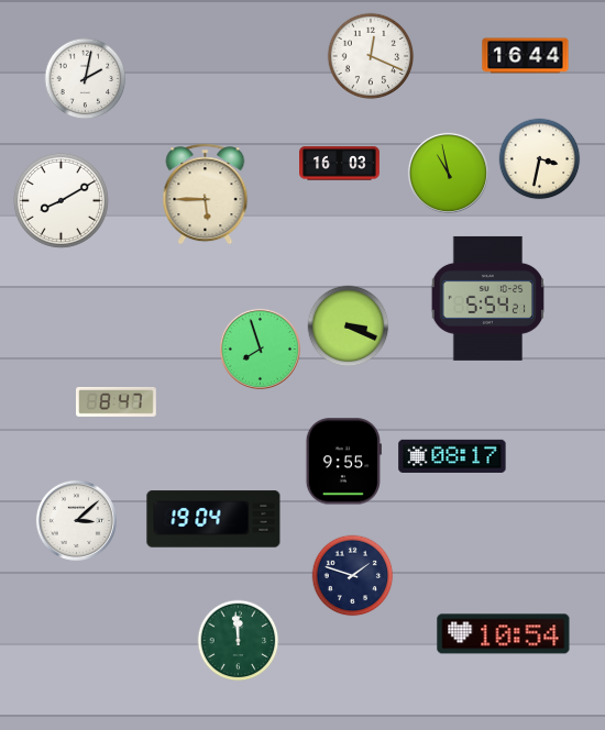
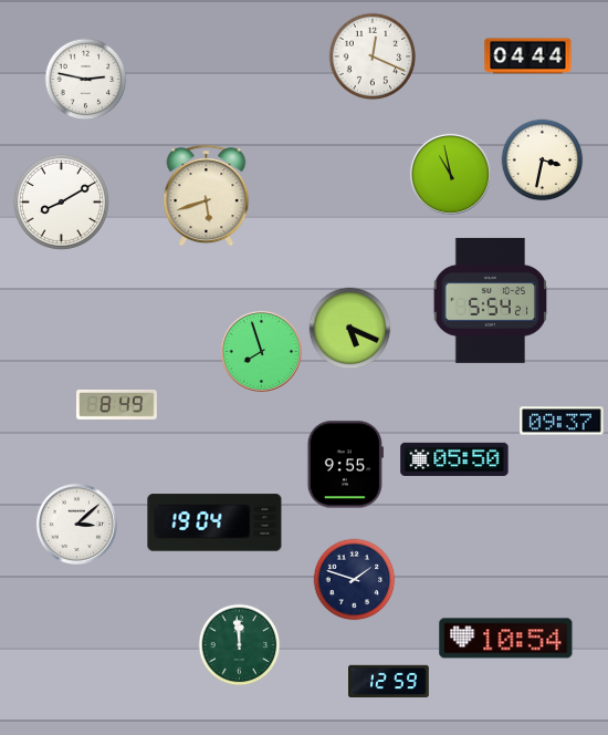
clock at (526, 56): 16:44 -> 04:44
clock at (86, 79): 2:02 -> 2:47
clock at (340, 164): 16:03 -> none
clock at (206, 195): 5:45 -> 5:42
clock at (349, 327): 3:19 -> 5:19
clock at (117, 402): 8:47 -> 8:49
clock at (562, 421): none -> 09:37
clock at (452, 456): 08:17 -> 05:50
clock at (389, 682): none -> 12:59
